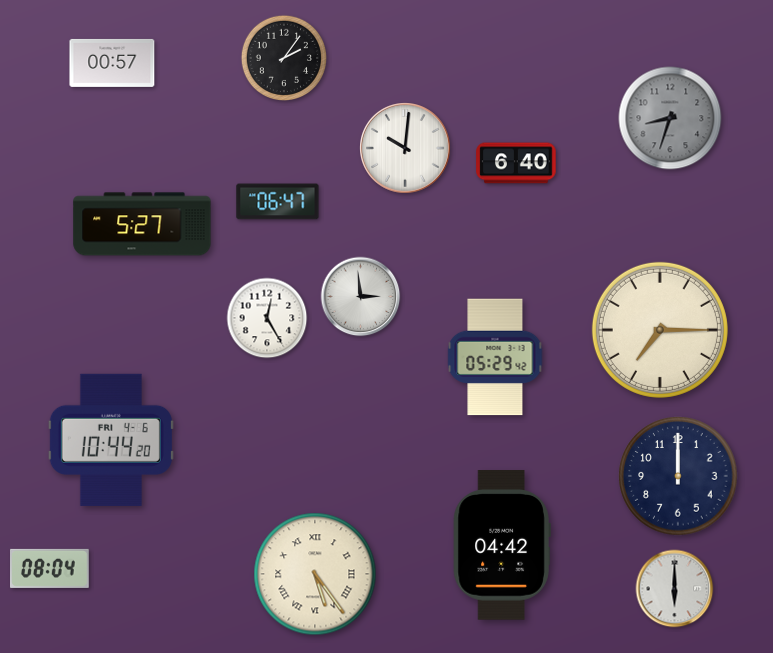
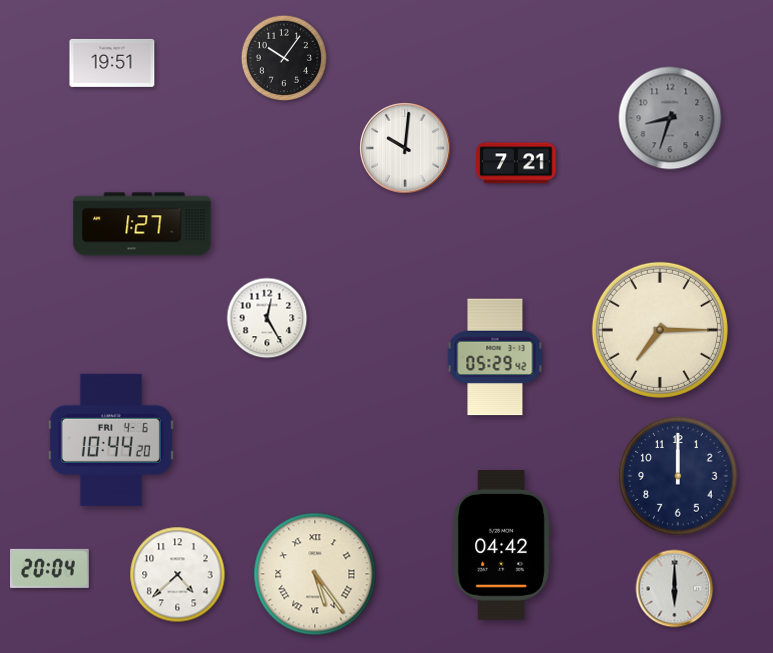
clock at (283, 57): 2:06 -> 10:06
clock at (112, 63): 00:57 -> 19:51
clock at (516, 163): 6:40 -> 7:21
clock at (278, 202): 06:47 -> none
clock at (142, 224): 5:27 -> 1:27
clock at (361, 297): 2:59 -> none
clock at (50, 568): 08:04 -> 20:04
clock at (178, 575): none -> 4:38
